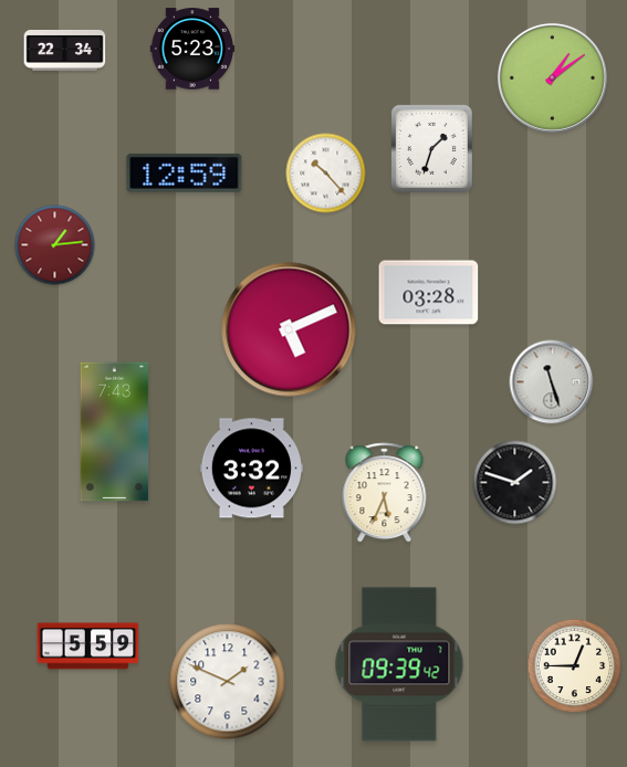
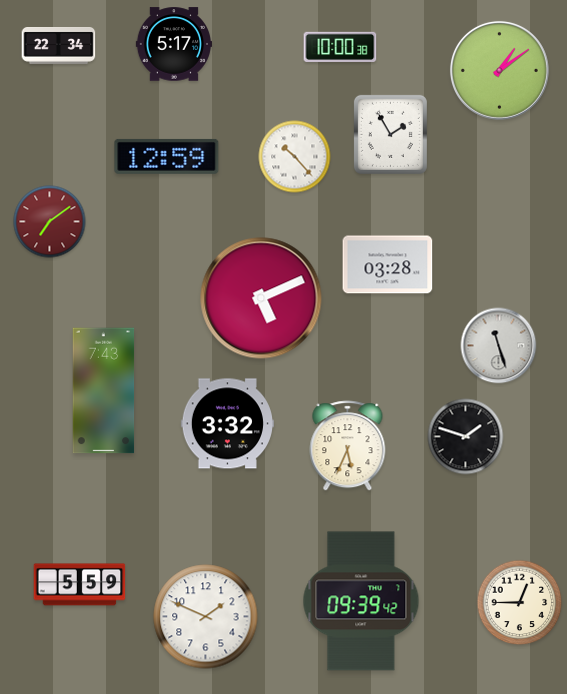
clock at (191, 49): 5:23 -> 5:17
clock at (340, 47): none -> 10:00
clock at (431, 148): 1:33 -> 1:55
clock at (55, 245): 1:14 -> 7:09
